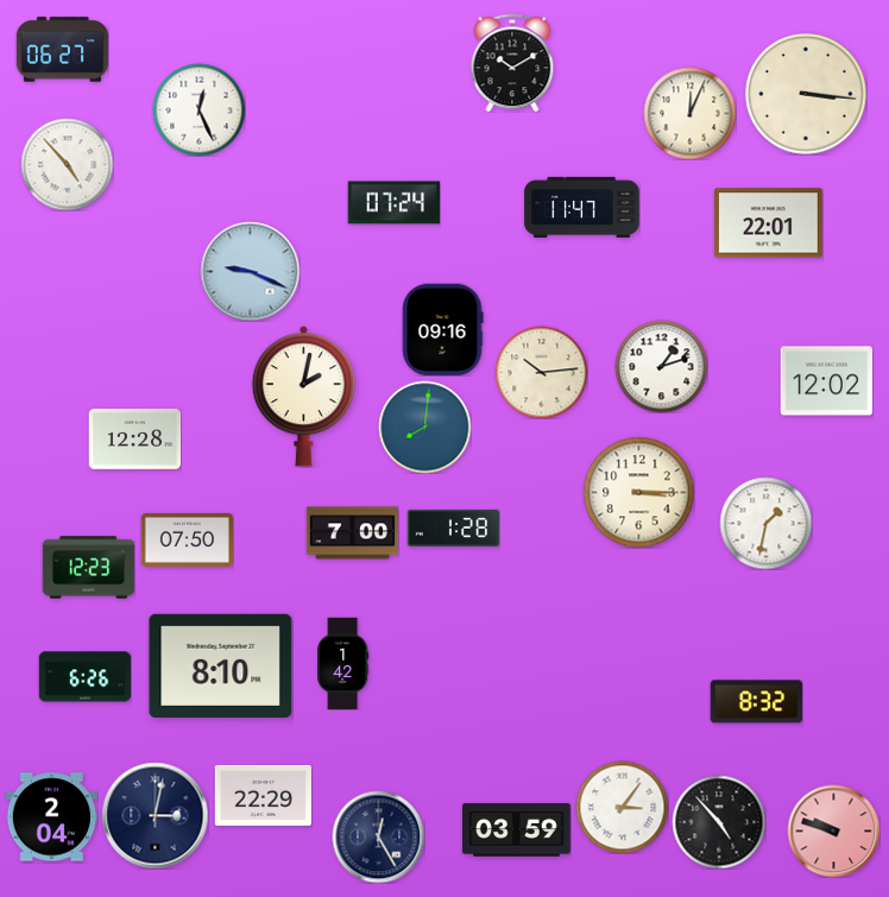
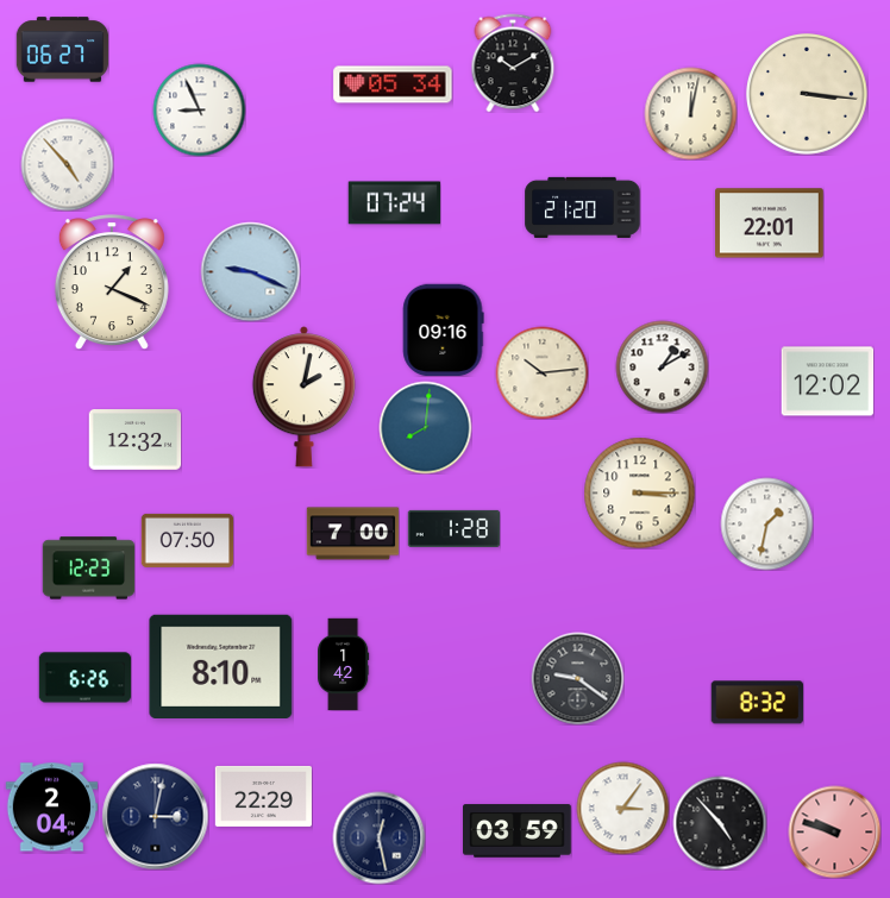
clock at (393, 84): none -> 05:34
clock at (198, 109): 12:26 -> 8:56
clock at (689, 113): 12:04 -> 12:02
clock at (582, 207): 11:47 -> 21:20
clock at (112, 282): none -> 1:19
clock at (661, 366): 1:12 -> 1:10
clock at (134, 440): 12:28 -> 12:32
clock at (577, 678): none -> 9:21
clock at (51, 817) position: (51, 817) -> (51, 808)
clock at (378, 836): 12:25 -> 12:28
